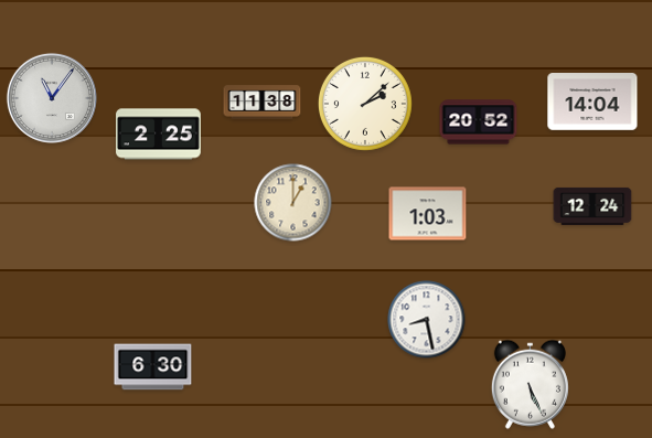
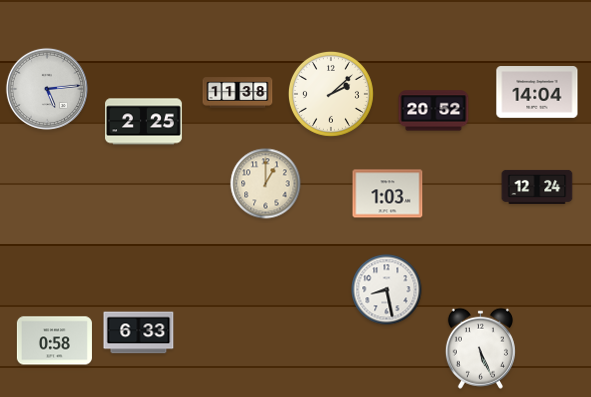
clock at (52, 98): 11:06 -> 5:14
clock at (153, 367): 6:30 -> 6:33
clock at (54, 341): none -> 0:58
